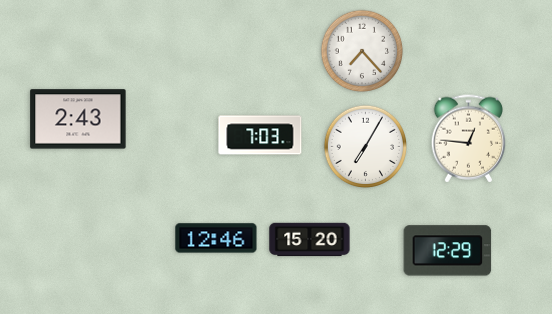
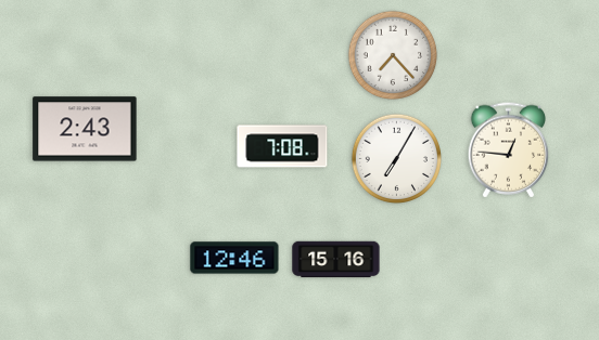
clock at (260, 135): 7:03 -> 7:08
clock at (310, 240): 15:20 -> 15:16
clock at (448, 251): 12:29 -> none
